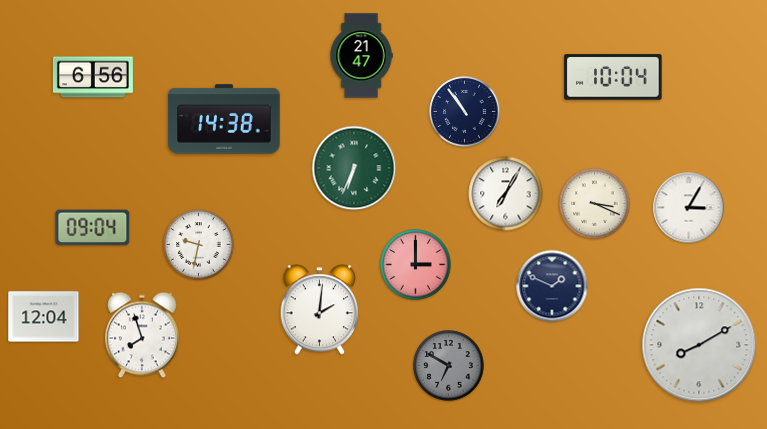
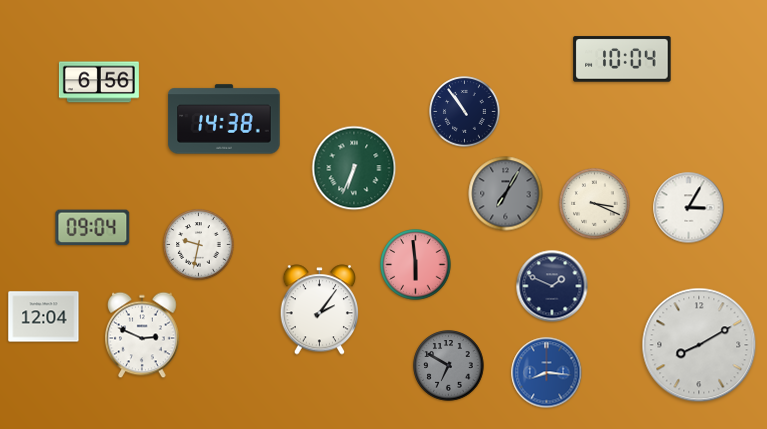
clock at (361, 56): 21:47 -> none
clock at (93, 77) position: (93, 77) -> (99, 82)
clock at (613, 77) position: (613, 77) -> (622, 59)
clock at (506, 194) dial: white -> grey
clock at (416, 265): 3:00 -> 5:59
clock at (320, 310): 2:01 -> 2:06
clock at (142, 335): 7:57 -> 2:49
clock at (547, 373): none -> 8:16
